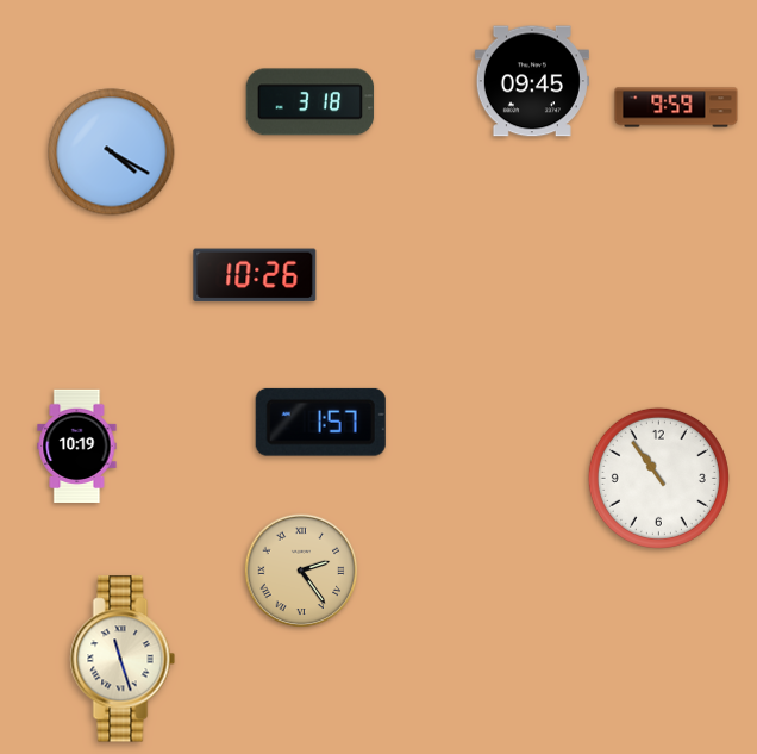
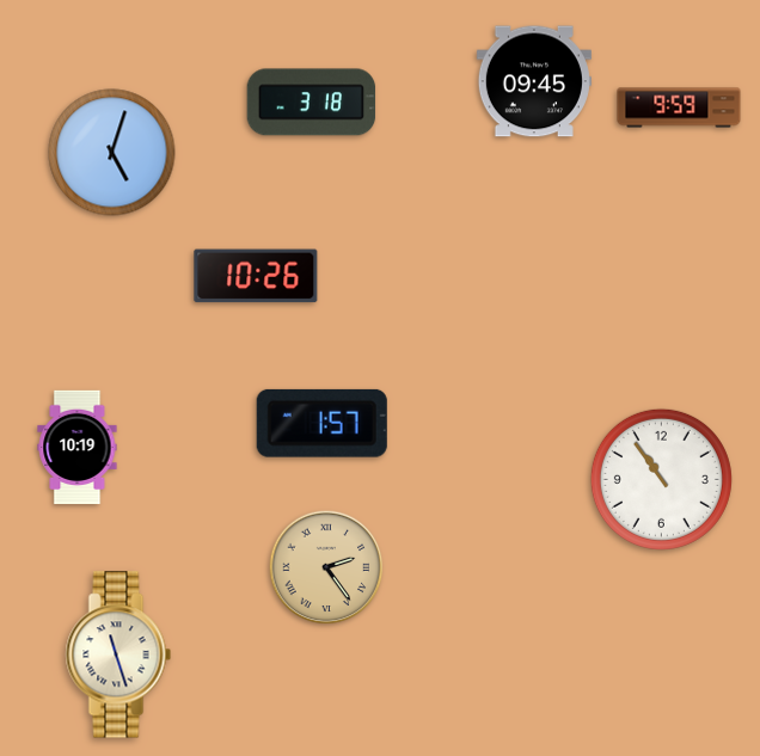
clock at (112, 152): 4:20 -> 5:03
clock at (301, 571) position: (301, 571) -> (326, 567)
clock at (123, 659) position: (123, 659) -> (118, 654)
